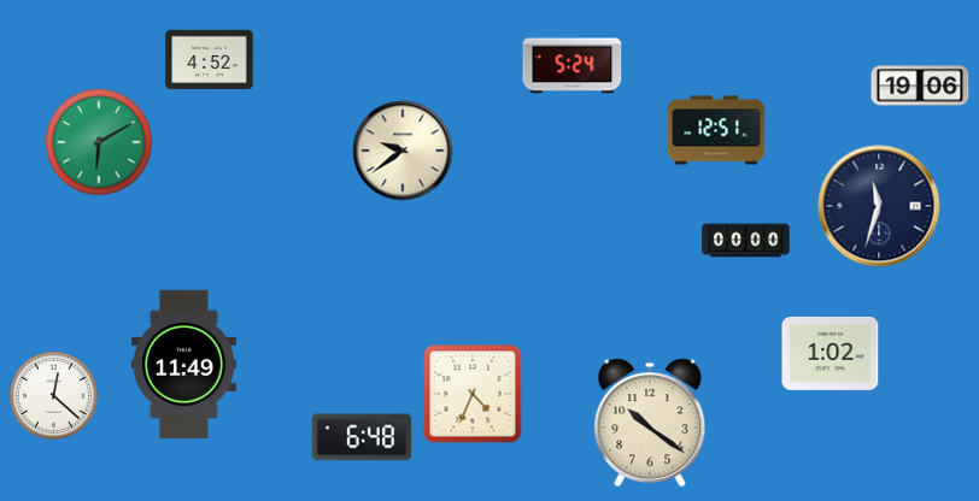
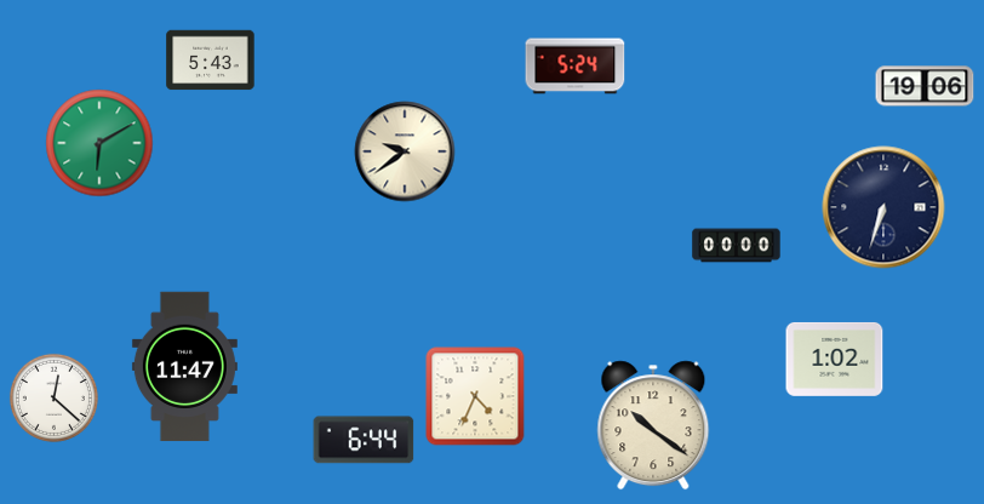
clock at (210, 60): 4:52 -> 5:43
clock at (716, 130): 12:51 -> none
clock at (879, 206): 11:33 -> 6:33
clock at (746, 241) position: (746, 241) -> (737, 246)
clock at (831, 353) position: (831, 353) -> (835, 359)
clock at (183, 365): 11:49 -> 11:47
clock at (362, 437): 6:48 -> 6:44
